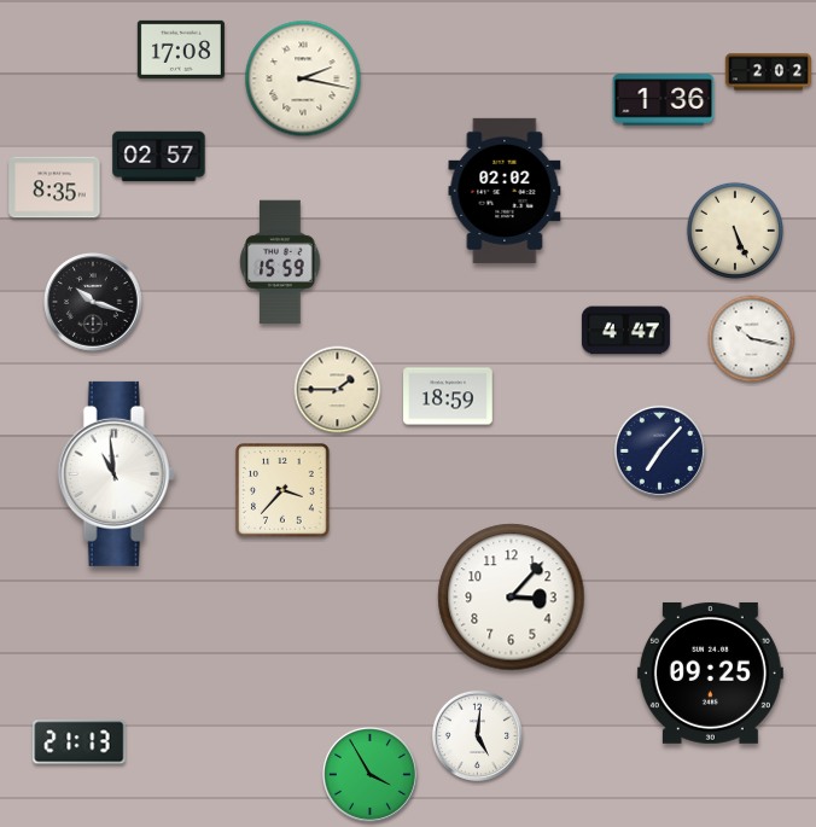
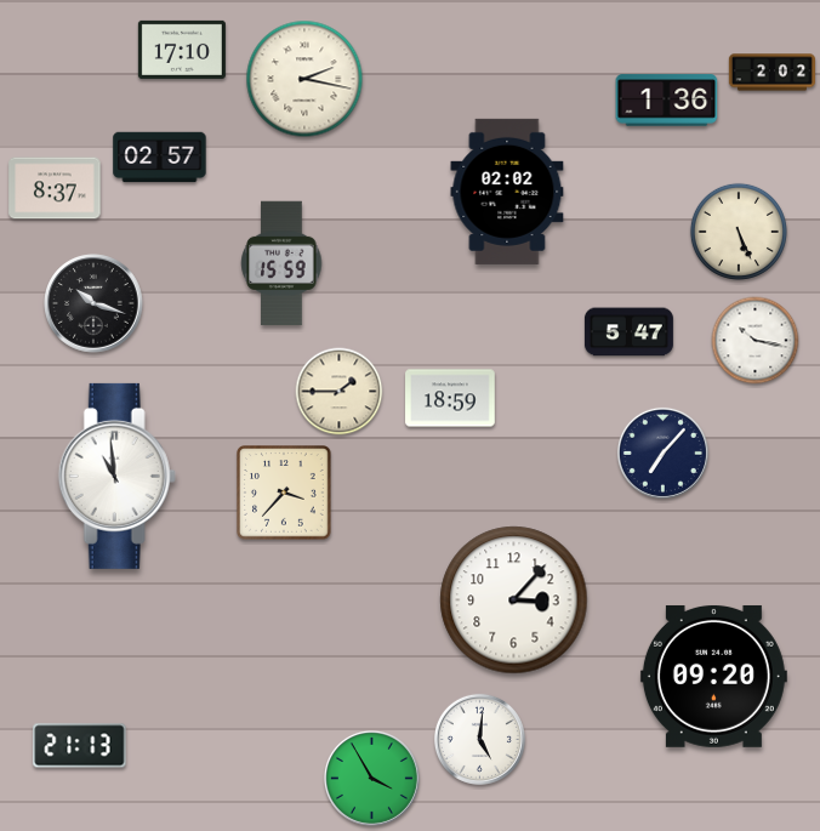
clock at (181, 49): 17:08 -> 17:10
clock at (54, 187): 8:35 -> 8:37
clock at (625, 331): 4:47 -> 5:47
clock at (710, 672): 09:25 -> 09:20
